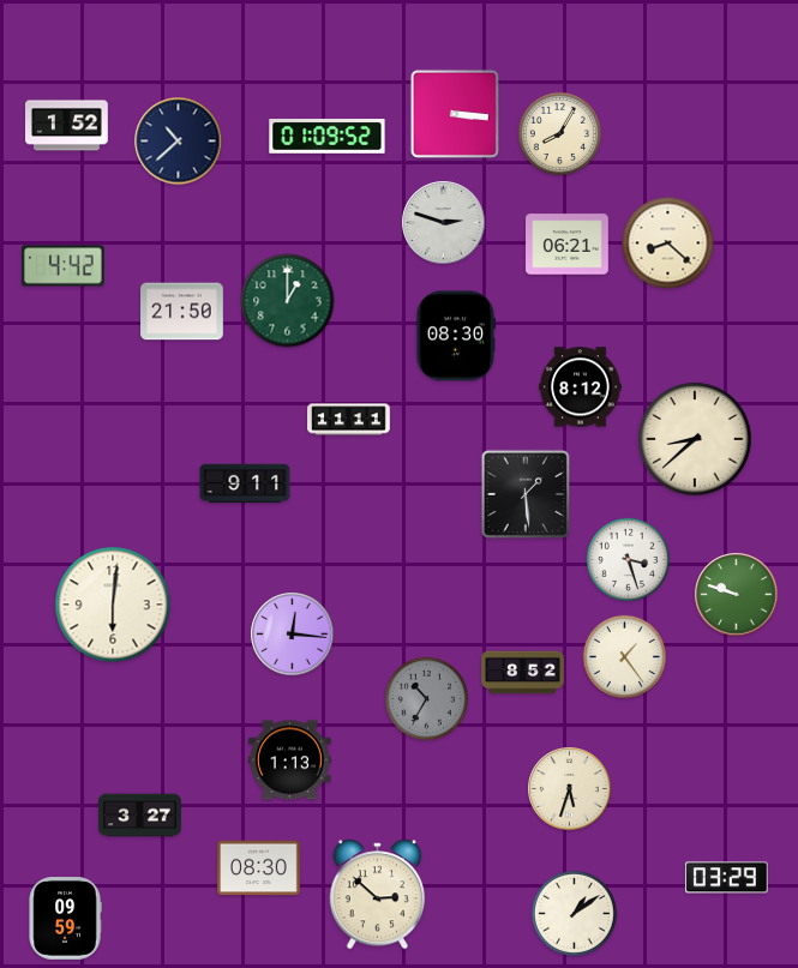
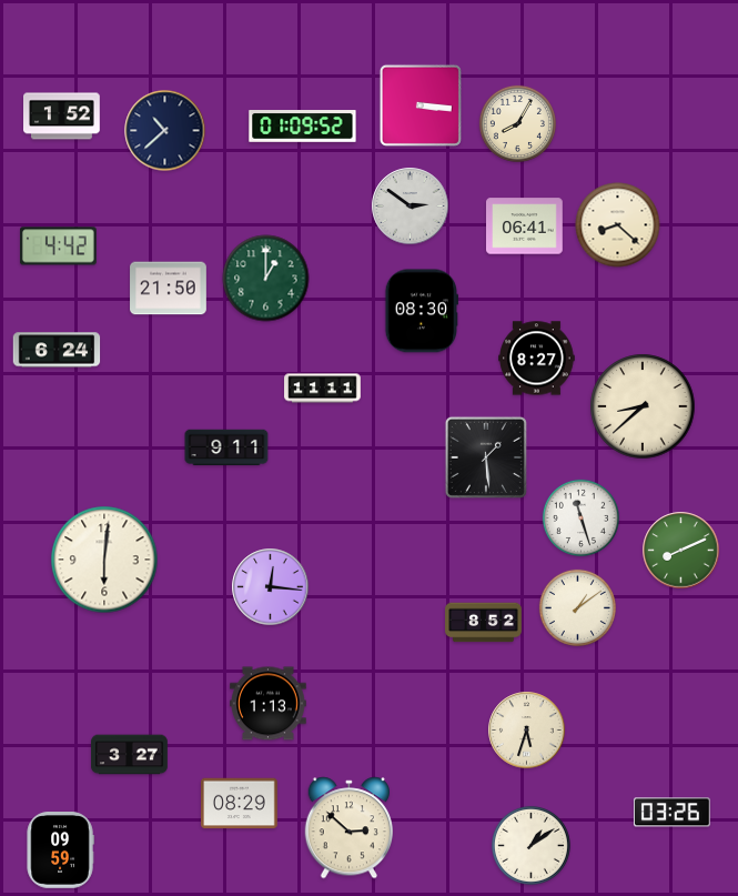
clock at (444, 223): 2:48 -> 2:51
clock at (568, 245): 06:21 -> 06:41
clock at (57, 350): none -> 6:24
clock at (581, 387): 8:12 -> 8:27
clock at (628, 559): 3:27 -> 11:27
clock at (737, 595): 9:48 -> 8:11
clock at (624, 656): 1:24 -> 1:09
clock at (426, 698): 10:35 -> none
clock at (259, 868): 08:30 -> 08:29
clock at (726, 878): 03:29 -> 03:26
